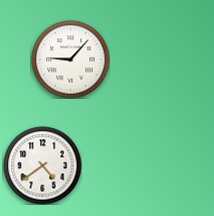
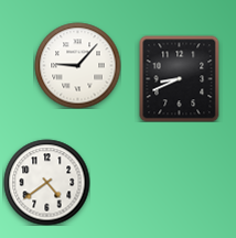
clock at (180, 78): none -> 8:41
